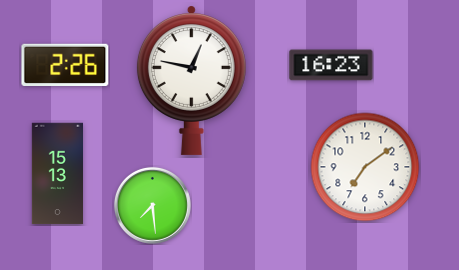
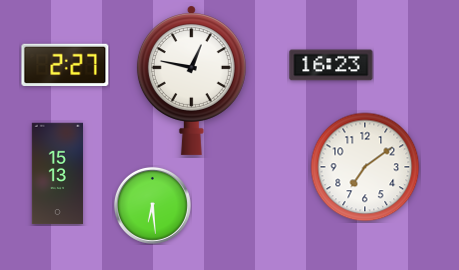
clock at (65, 64): 2:26 -> 2:27
clock at (152, 205): 7:29 -> 6:29
